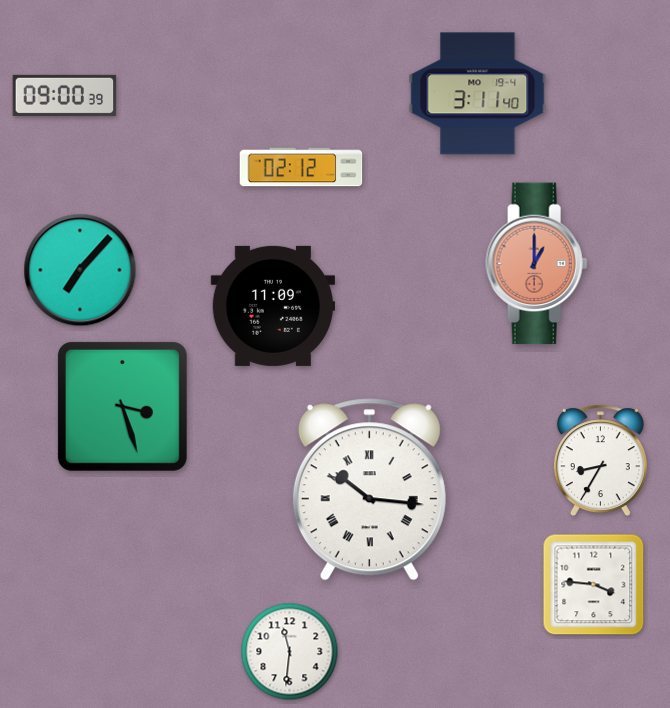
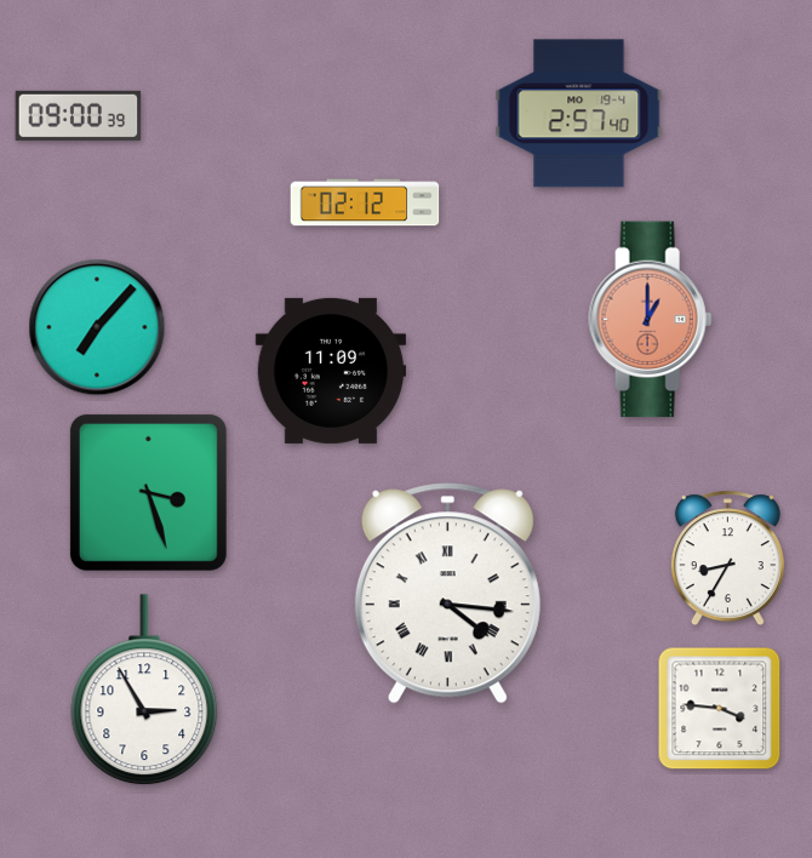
clock at (478, 94): 3:11 -> 2:57
clock at (369, 490): 10:16 -> 4:16
clock at (144, 691): none -> 2:55
clock at (290, 652): 11:31 -> none
